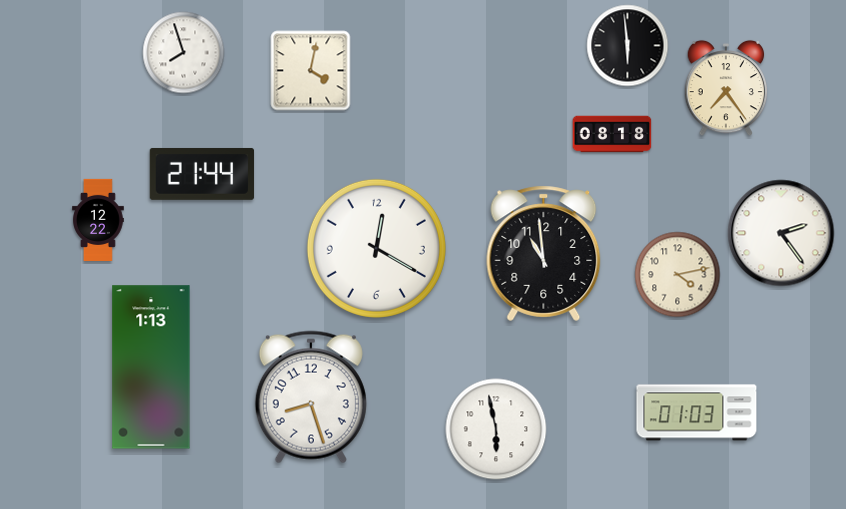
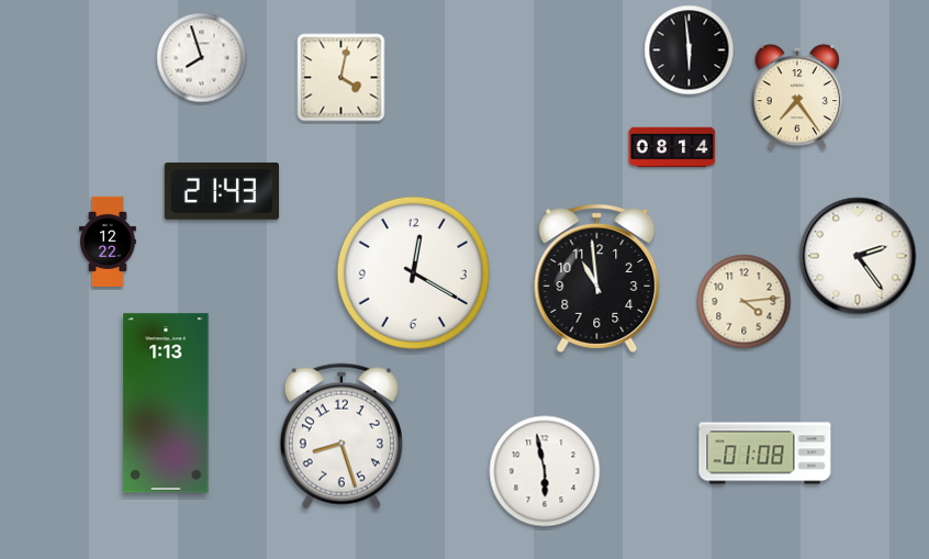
clock at (612, 134): 08:18 -> 08:14
clock at (202, 174): 21:44 -> 21:43
clock at (678, 275): 4:13 -> 4:14
clock at (697, 413): 01:03 -> 01:08
